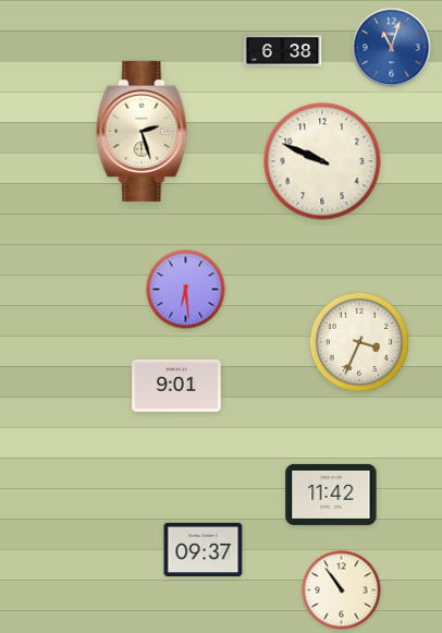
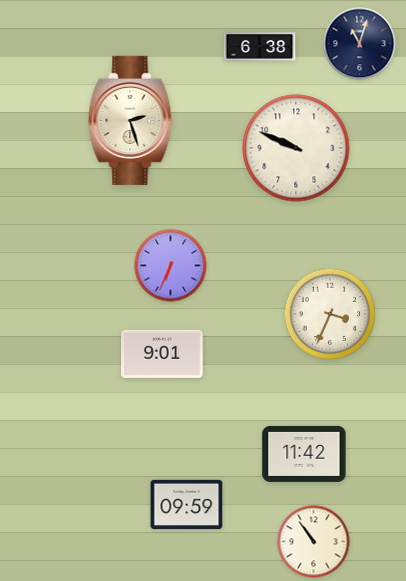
clock at (392, 48) dial: blue -> navy
clock at (186, 290): 6:29 -> 6:34
clock at (204, 550): 09:37 -> 09:59
